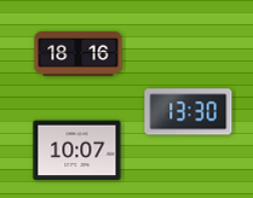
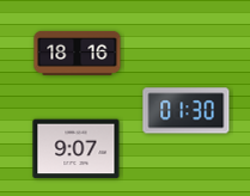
clock at (189, 112): 13:30 -> 01:30
clock at (77, 151): 10:07 -> 9:07
